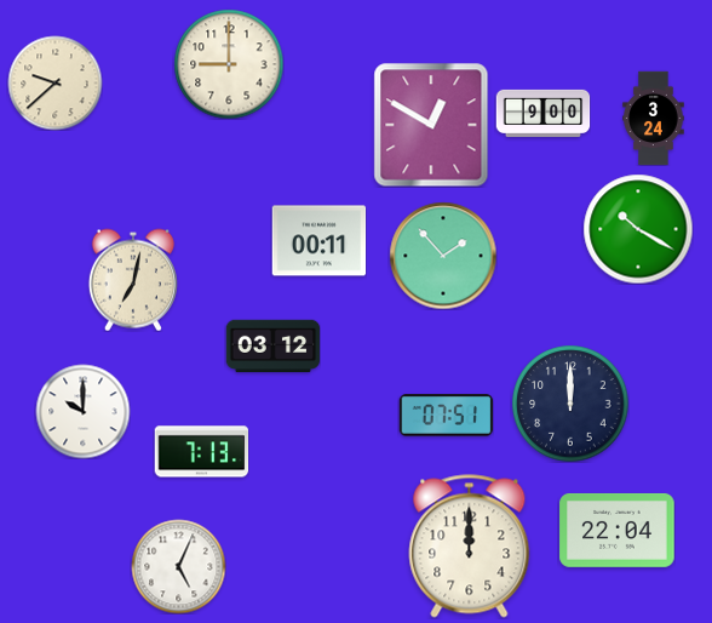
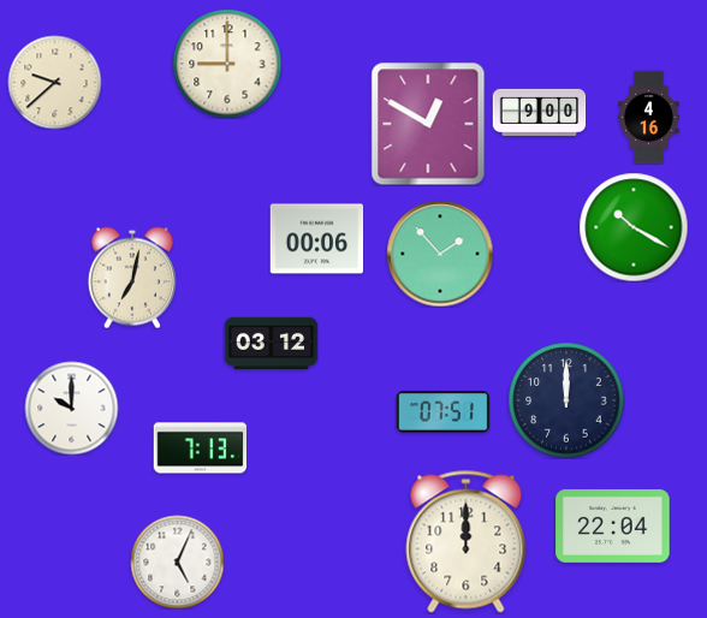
clock at (654, 118): 3:24 -> 4:16
clock at (318, 241): 00:11 -> 00:06
clock at (82, 411) position: (82, 411) -> (71, 408)
